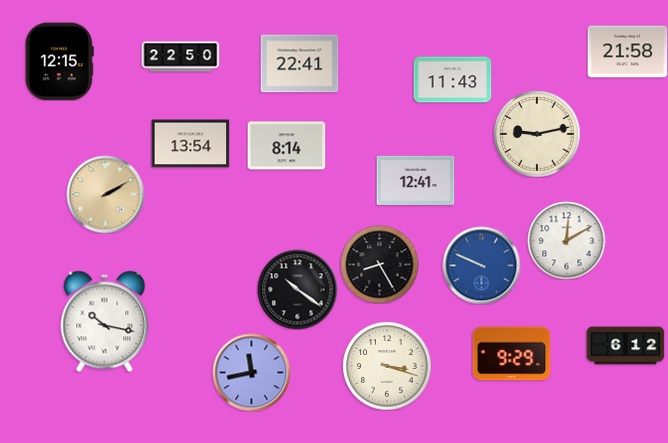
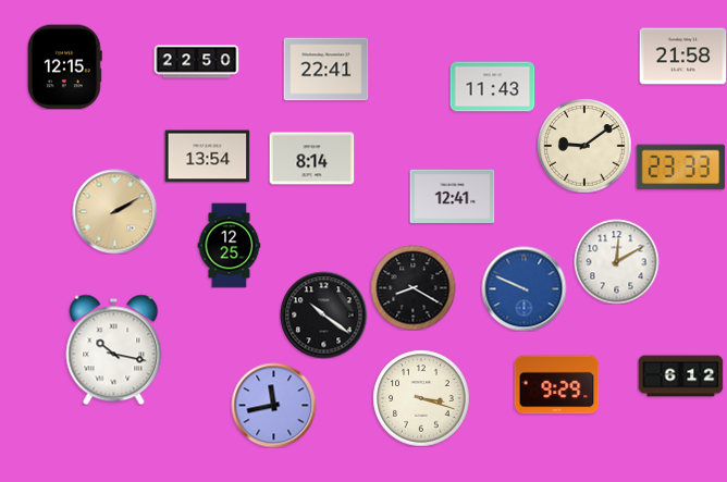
clock at (537, 134): 9:13 -> 9:09
clock at (680, 168): none -> 23:33
clock at (230, 245): none -> 12:25
clock at (379, 264): 8:25 -> 8:20
